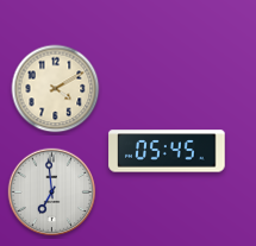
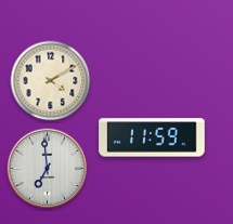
clock at (167, 151): 05:45 -> 11:59
clock at (52, 193) position: (52, 193) -> (48, 169)
